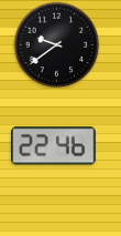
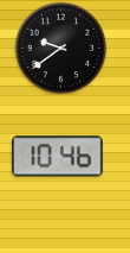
clock at (54, 146): 22:46 -> 10:46
